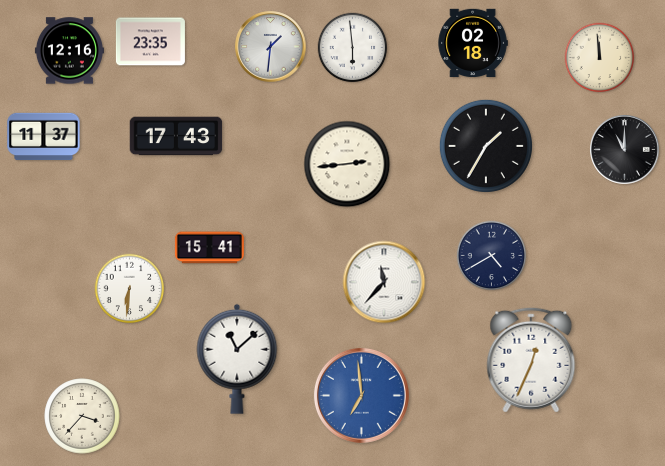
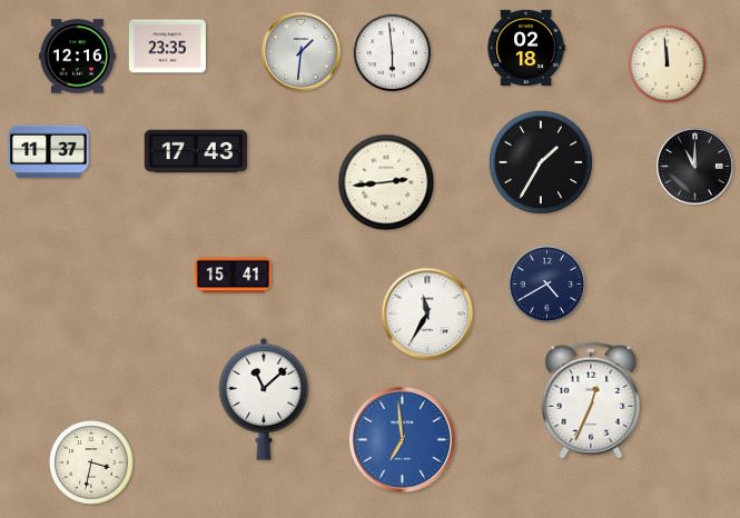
clock at (384, 282): 11:37 -> 11:35
clock at (130, 289): 6:31 -> none
clock at (82, 416): 3:37 -> 3:32
